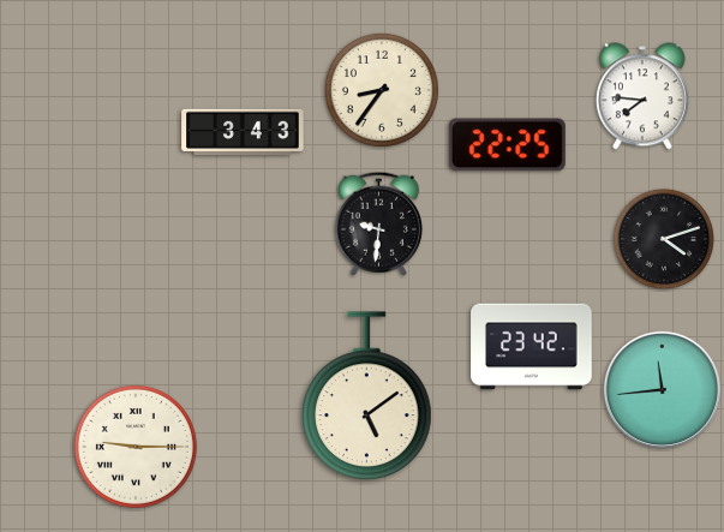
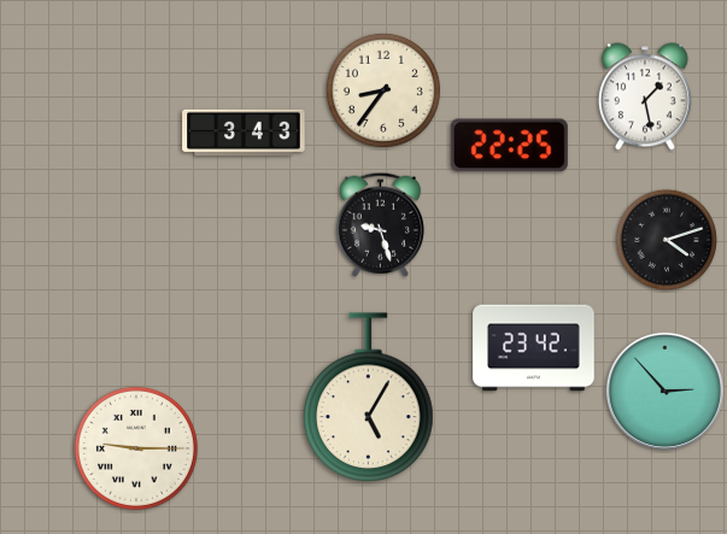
clock at (642, 96): 7:46 -> 1:28
clock at (378, 223): 9:31 -> 9:27
clock at (662, 389): 11:44 -> 2:53
clock at (367, 395): 5:09 -> 5:05
